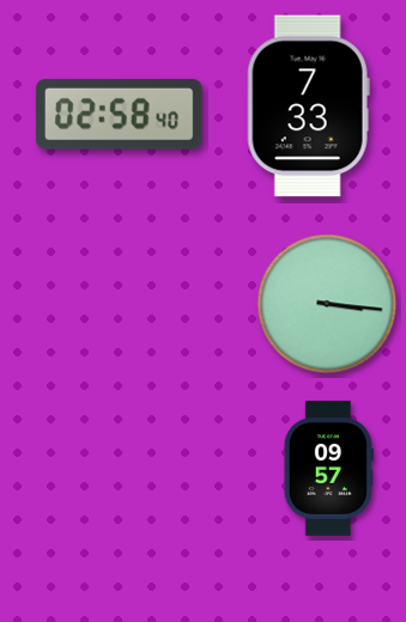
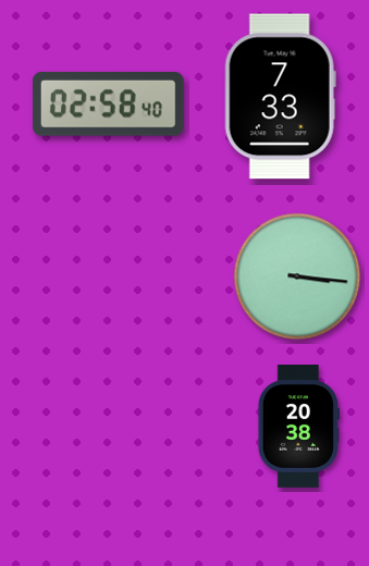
clock at (328, 469): 09:57 -> 20:38
